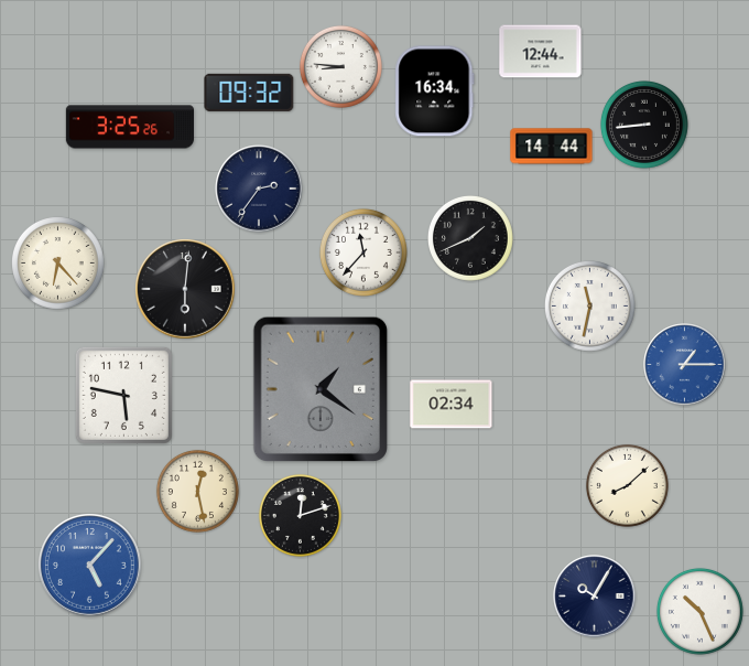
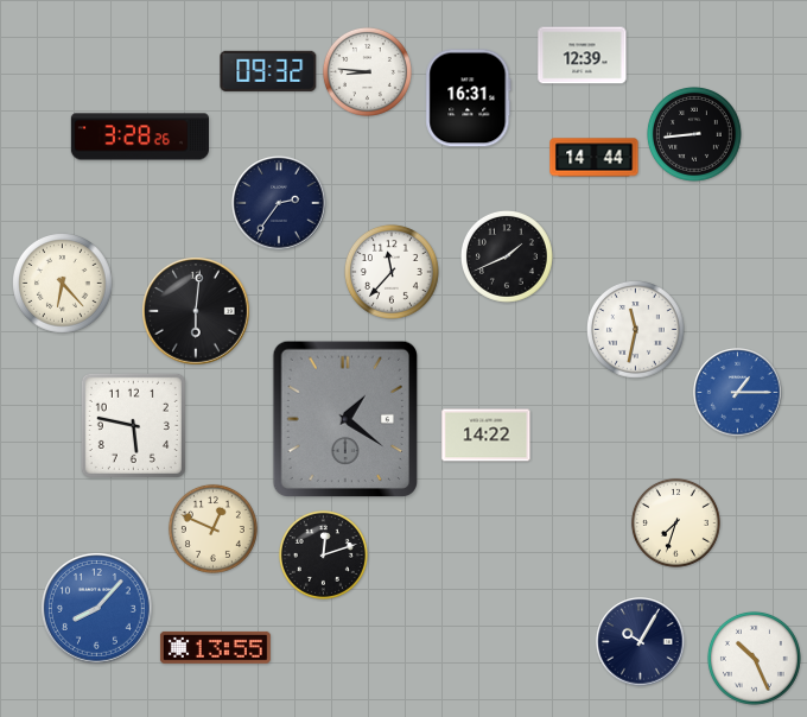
clock at (541, 52): 12:44 -> 12:39
clock at (435, 92): 16:34 -> 16:31
clock at (249, 93) position: (249, 93) -> (268, 71)
clock at (129, 127): 3:25 -> 3:28
clock at (185, 289) position: (185, 289) -> (196, 311)
clock at (452, 405): 02:34 -> 14:22
clock at (627, 485): 8:08 -> 7:33
clock at (197, 491): 12:28 -> 12:49
clock at (90, 566): 5:07 -> 8:07
clock at (215, 647): none -> 13:55
